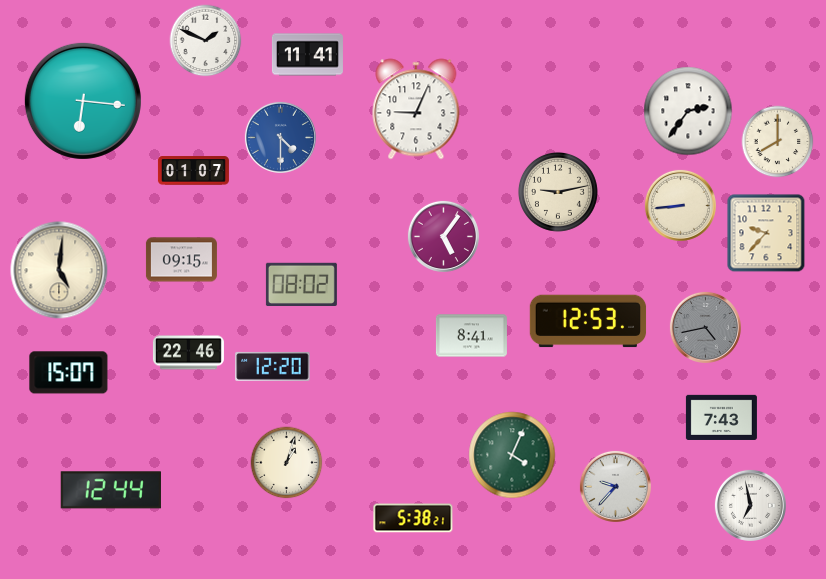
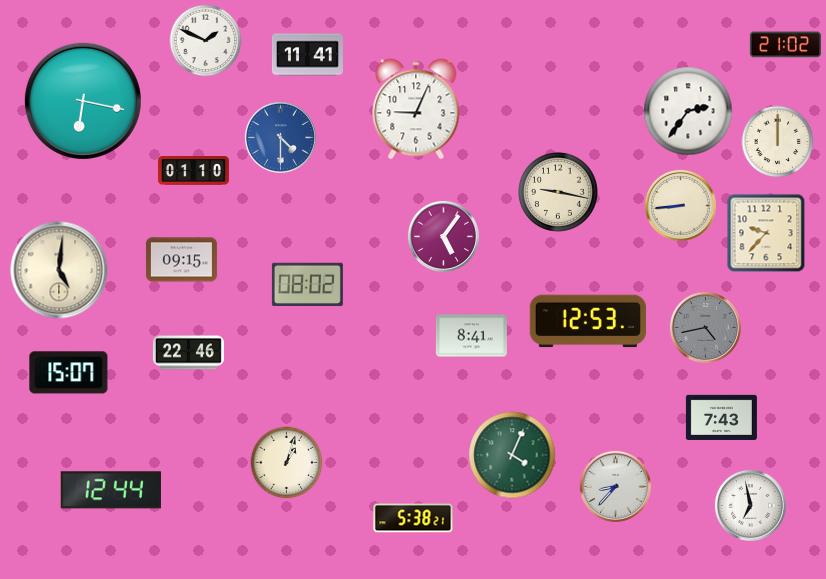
clock at (785, 45): none -> 21:02
clock at (83, 101): 6:16 -> 6:17
clock at (778, 142): 8:00 -> 12:00
clock at (193, 171): 01:07 -> 01:10
clock at (558, 192): 9:13 -> 9:17
clock at (301, 284) position: (301, 284) -> (307, 284)
clock at (273, 366): 12:20 -> none
clock at (615, 486): 9:37 -> 8:37
